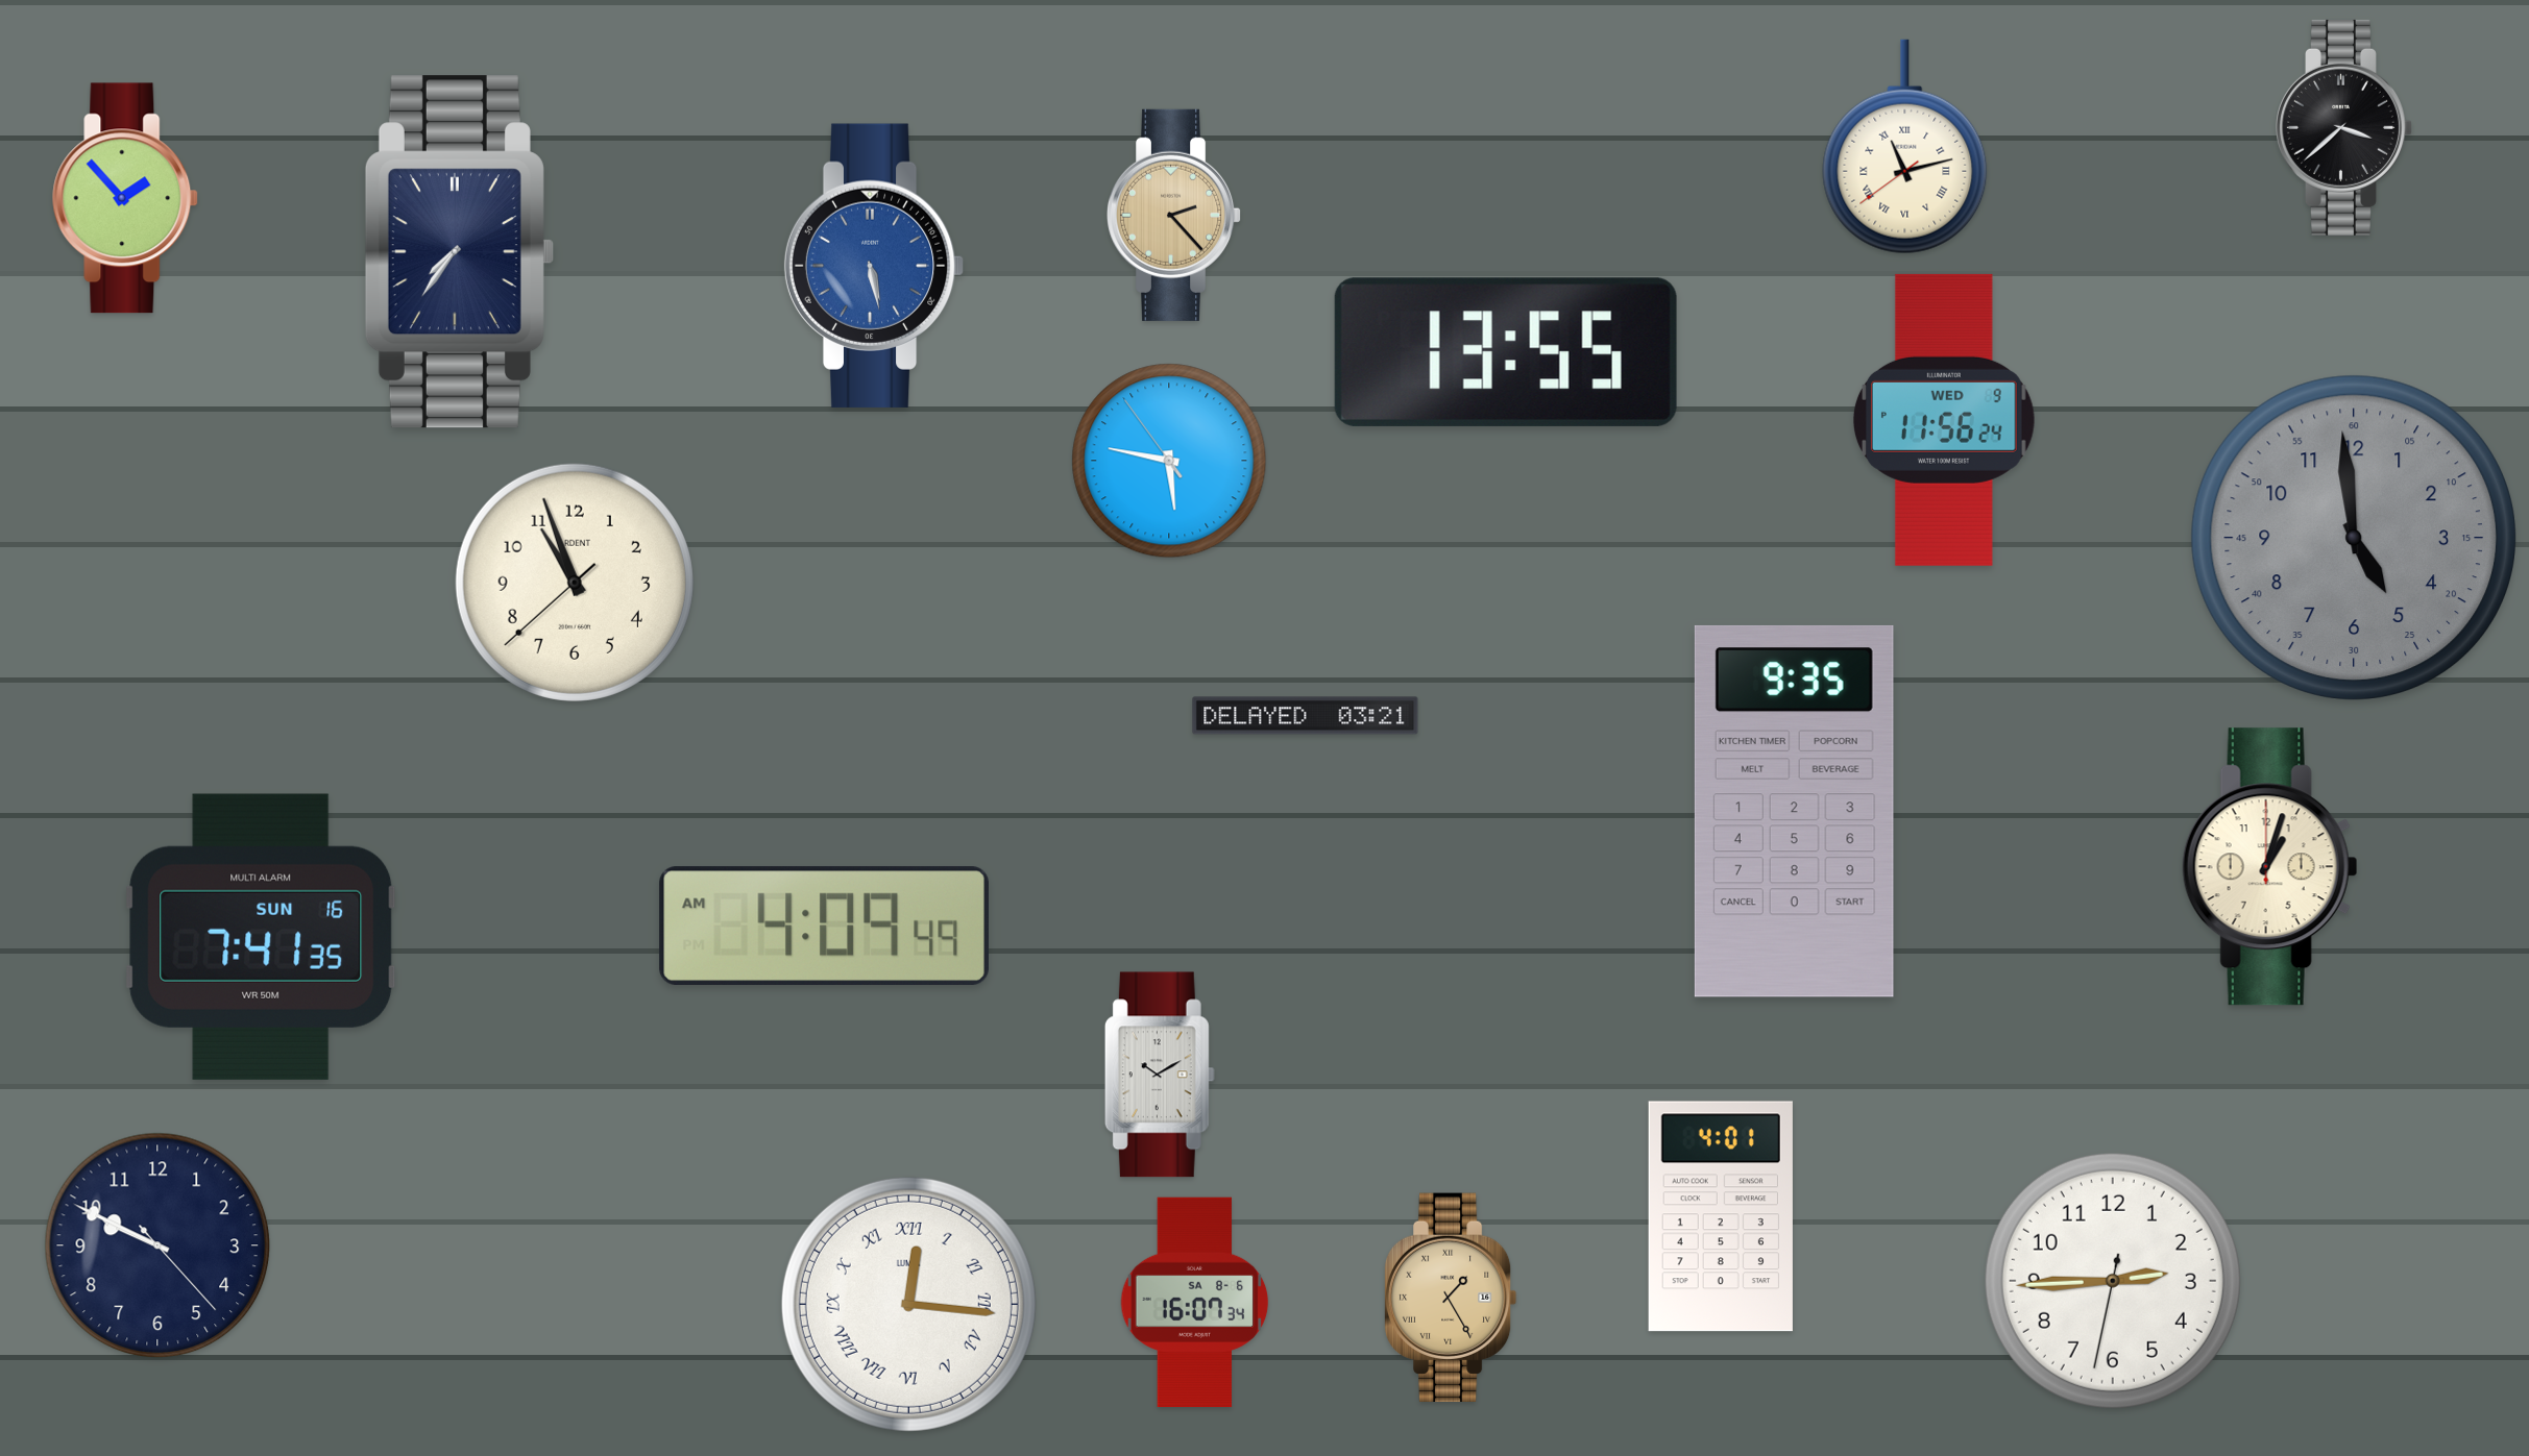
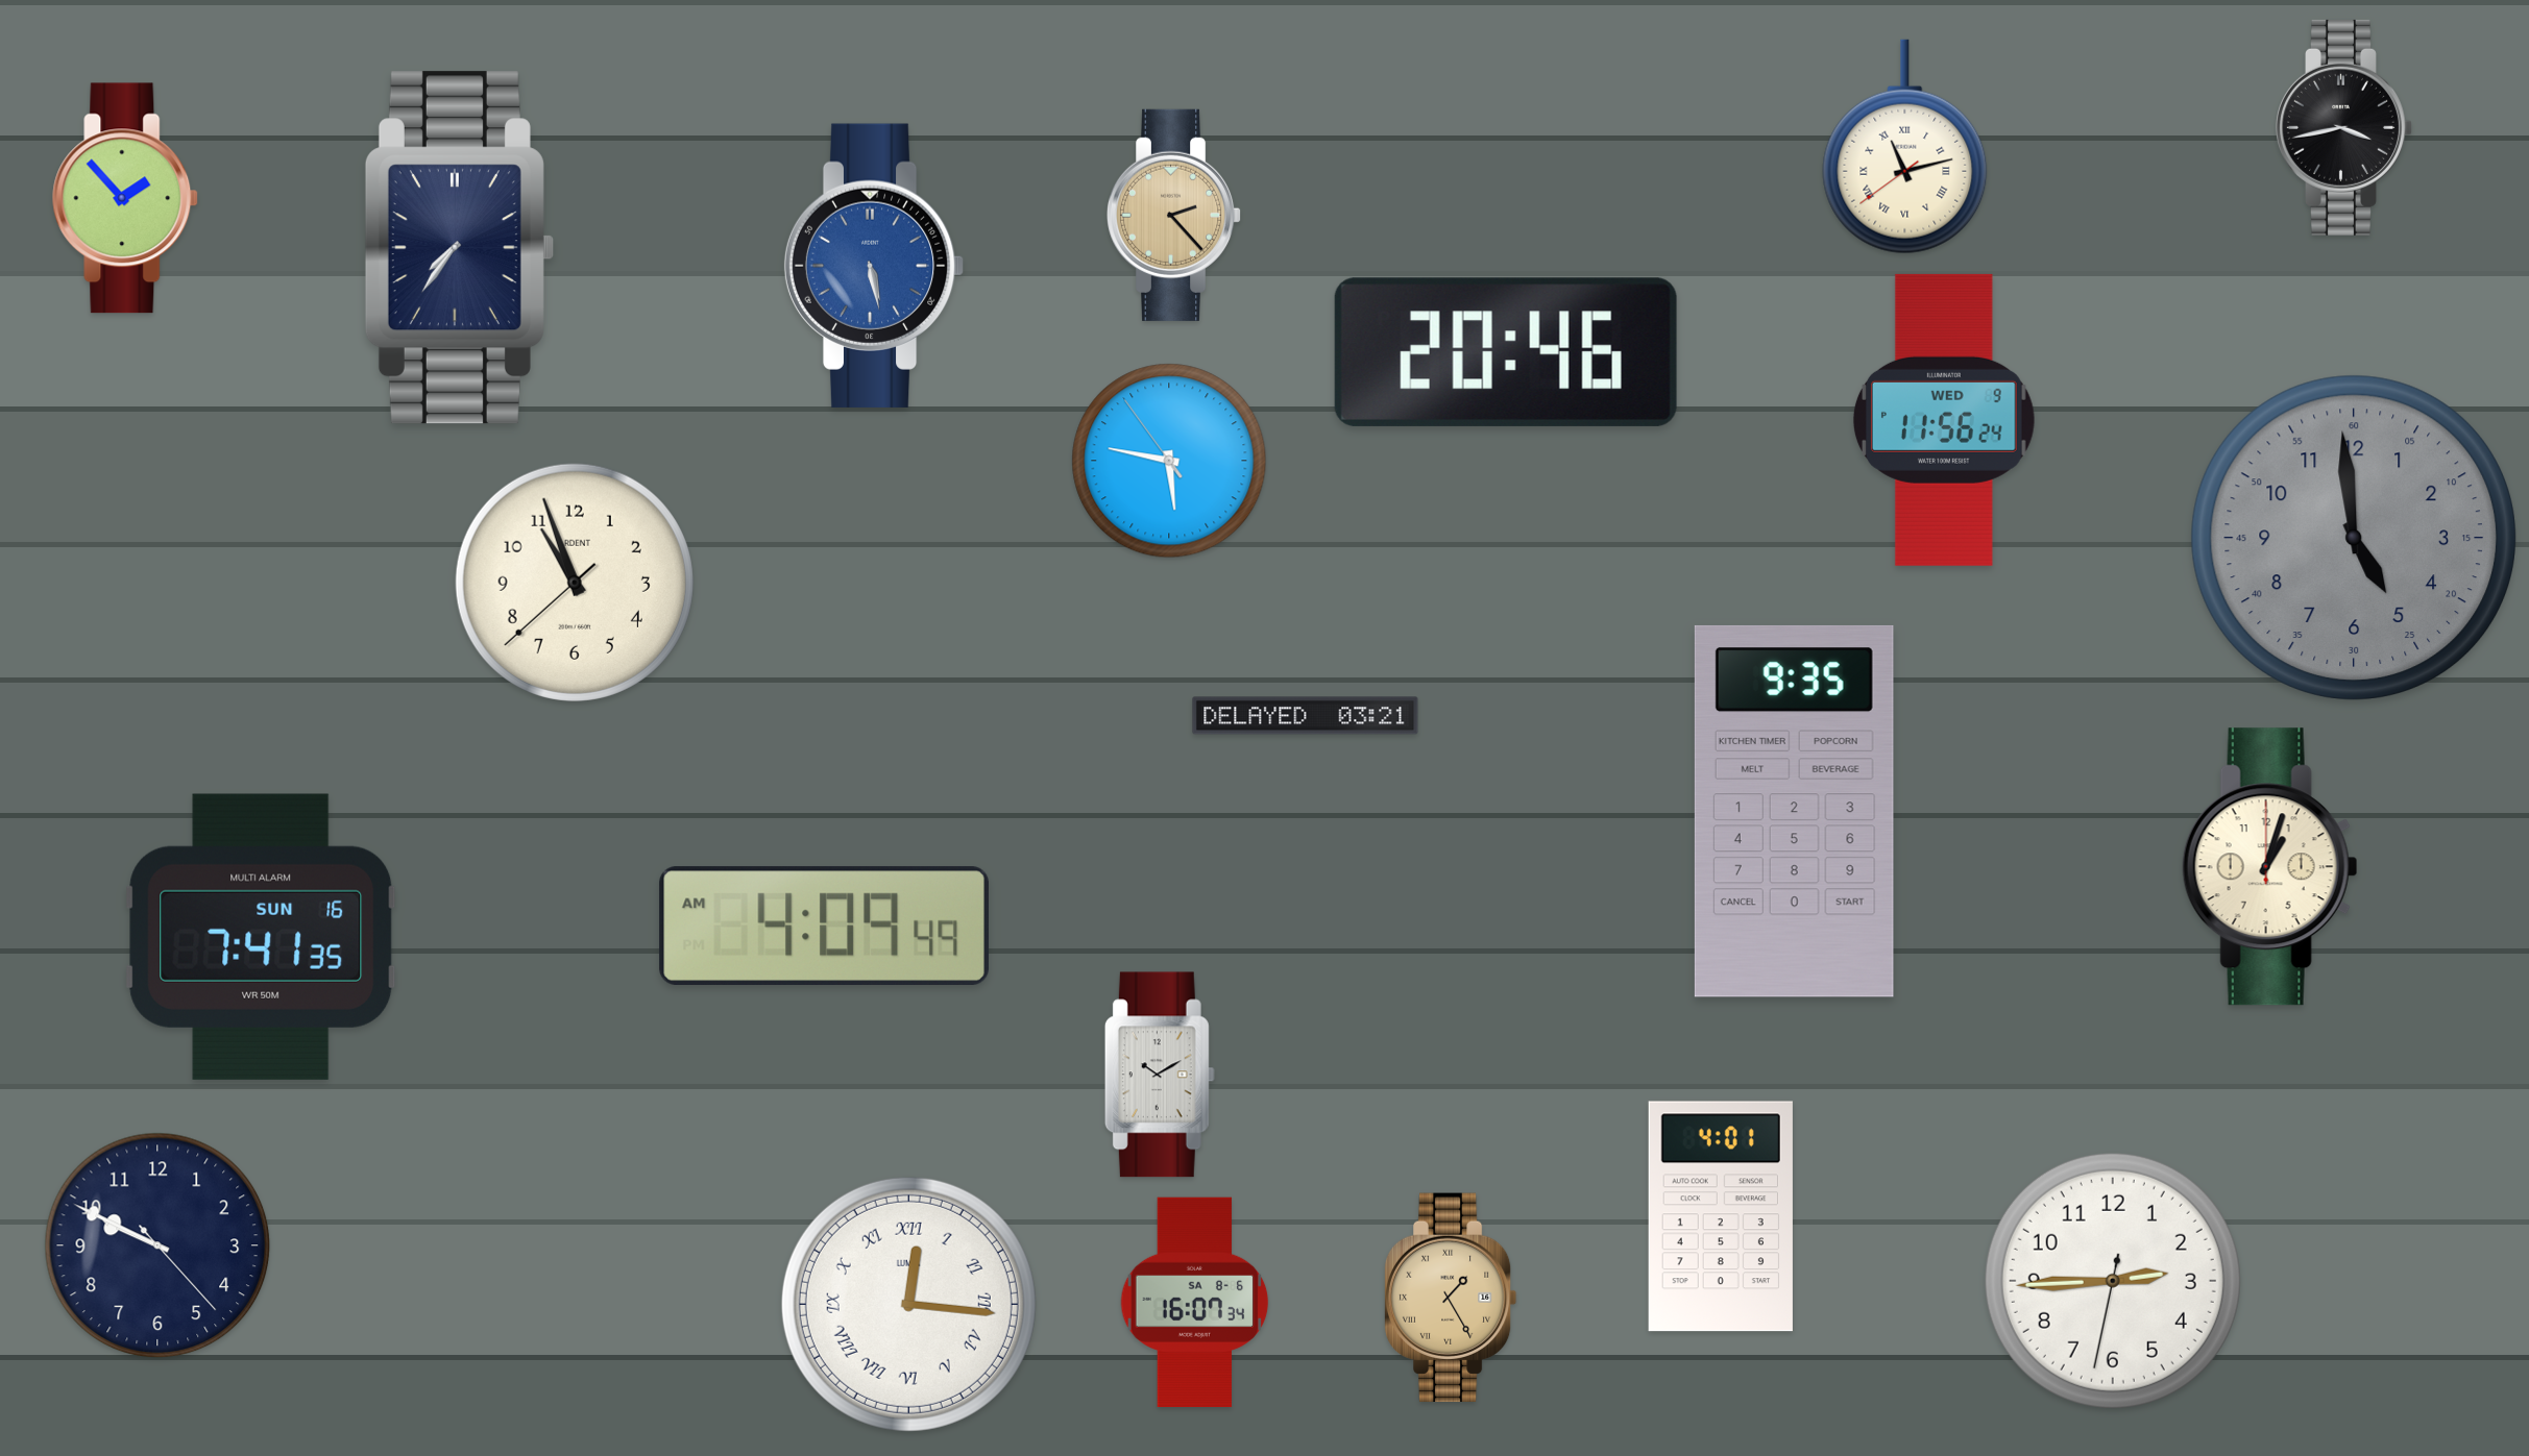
clock at (2344, 127): 3:38 -> 3:43
clock at (459, 252) position: (459, 252) -> (459, 248)
clock at (1506, 352): 13:55 -> 20:46
